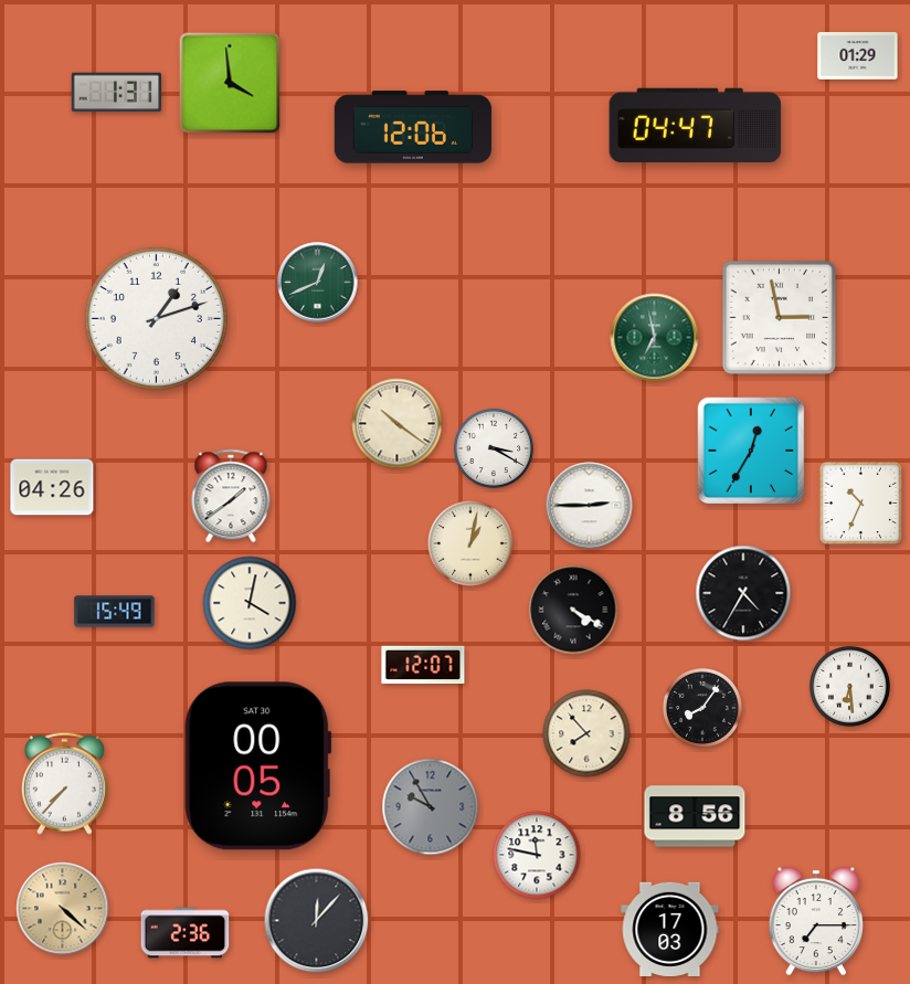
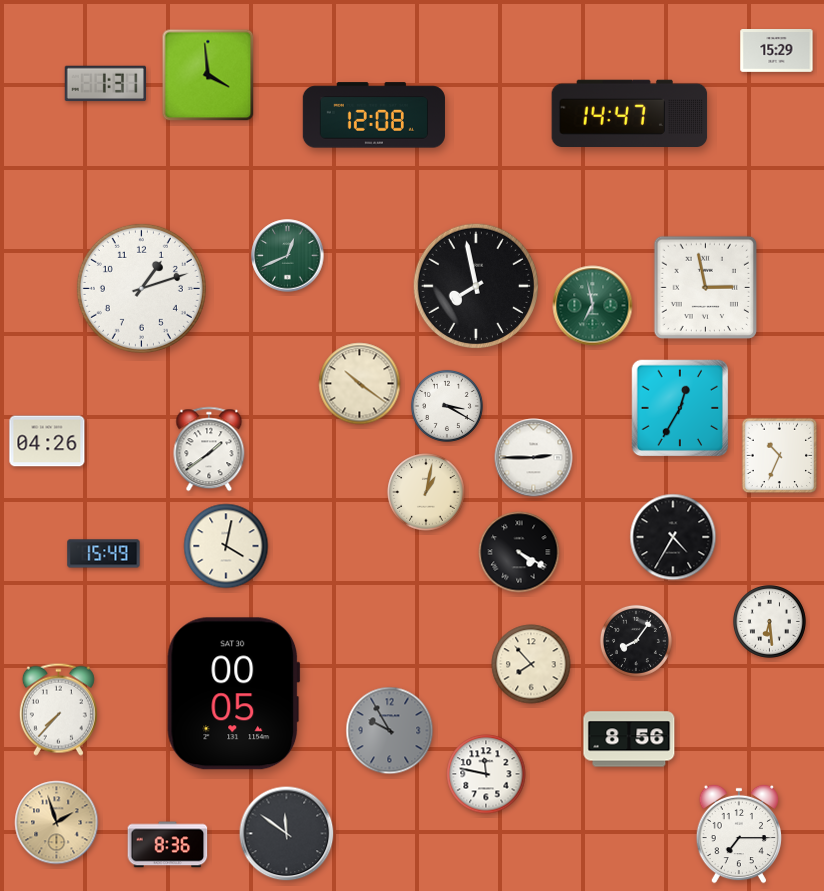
clock at (858, 56): 01:29 -> 15:29
clock at (696, 125): 04:47 -> 14:47
clock at (413, 127): 12:06 -> 12:08
clock at (475, 285): none -> 7:58
clock at (423, 665): 12:07 -> none
clock at (63, 909): 4:22 -> 1:57
clock at (317, 921): 12:07 -> 11:51
clock at (670, 929): 17:03 -> none
clock at (186, 933): 2:36 -> 8:36
